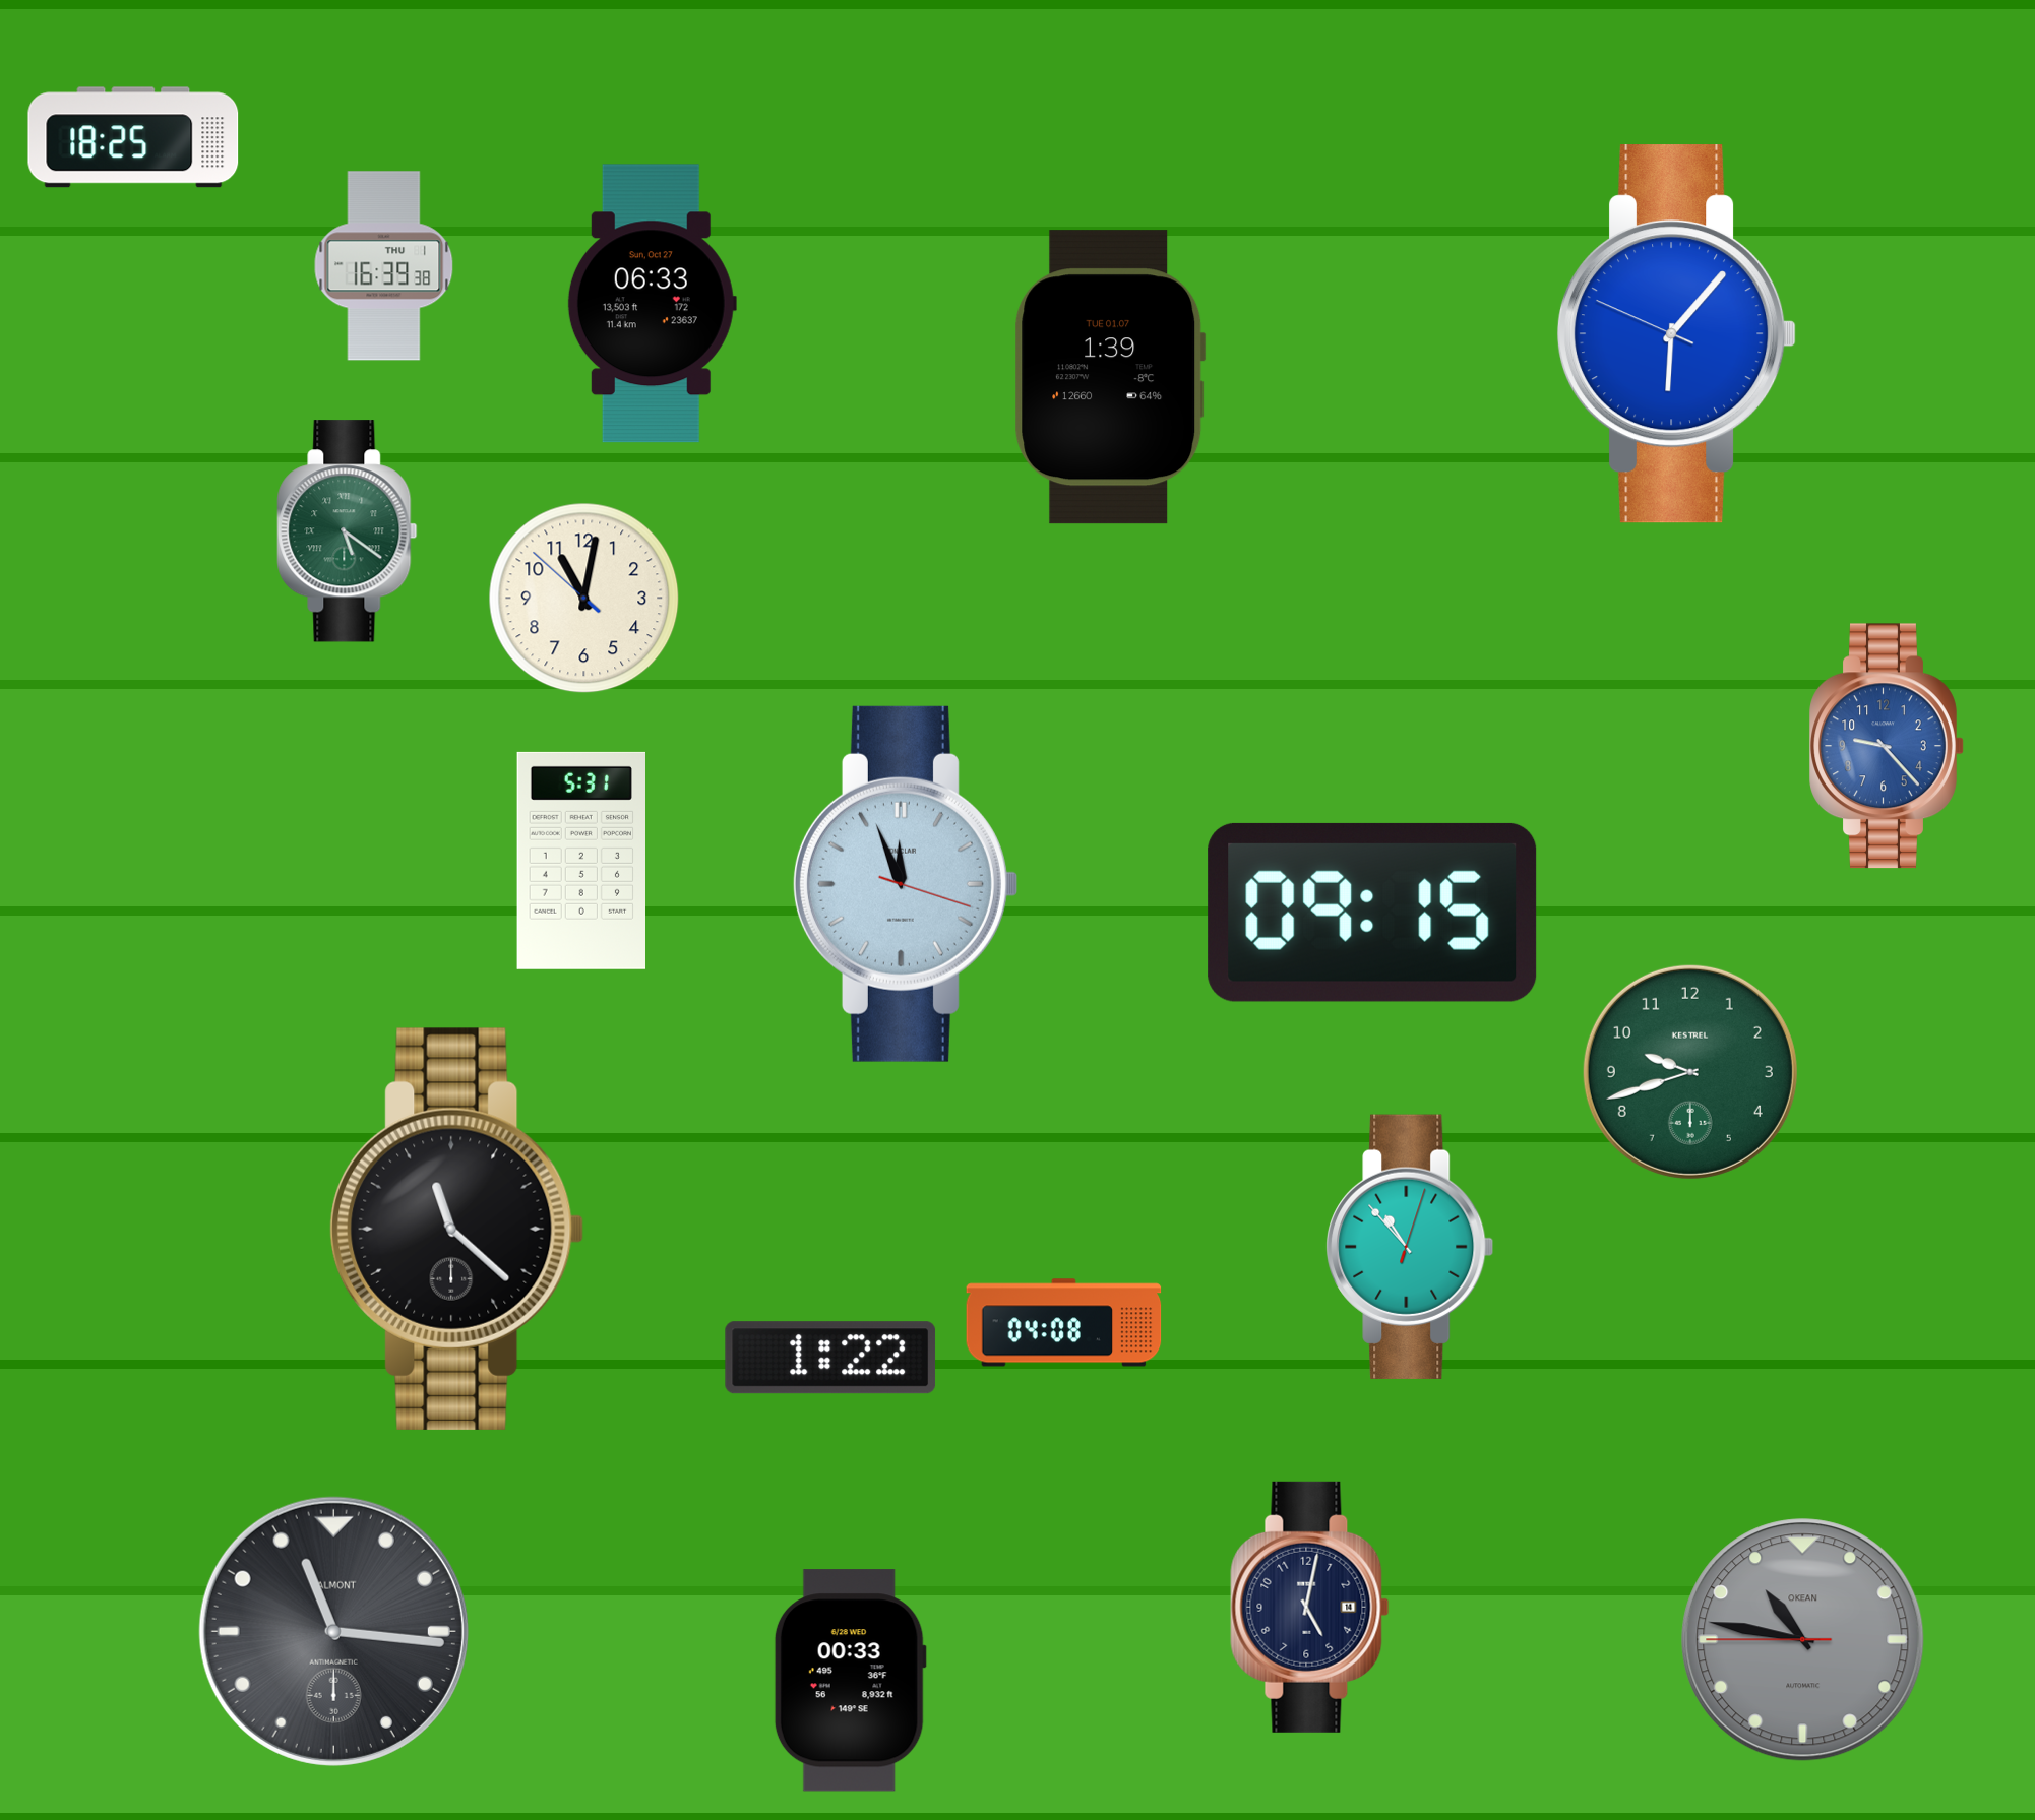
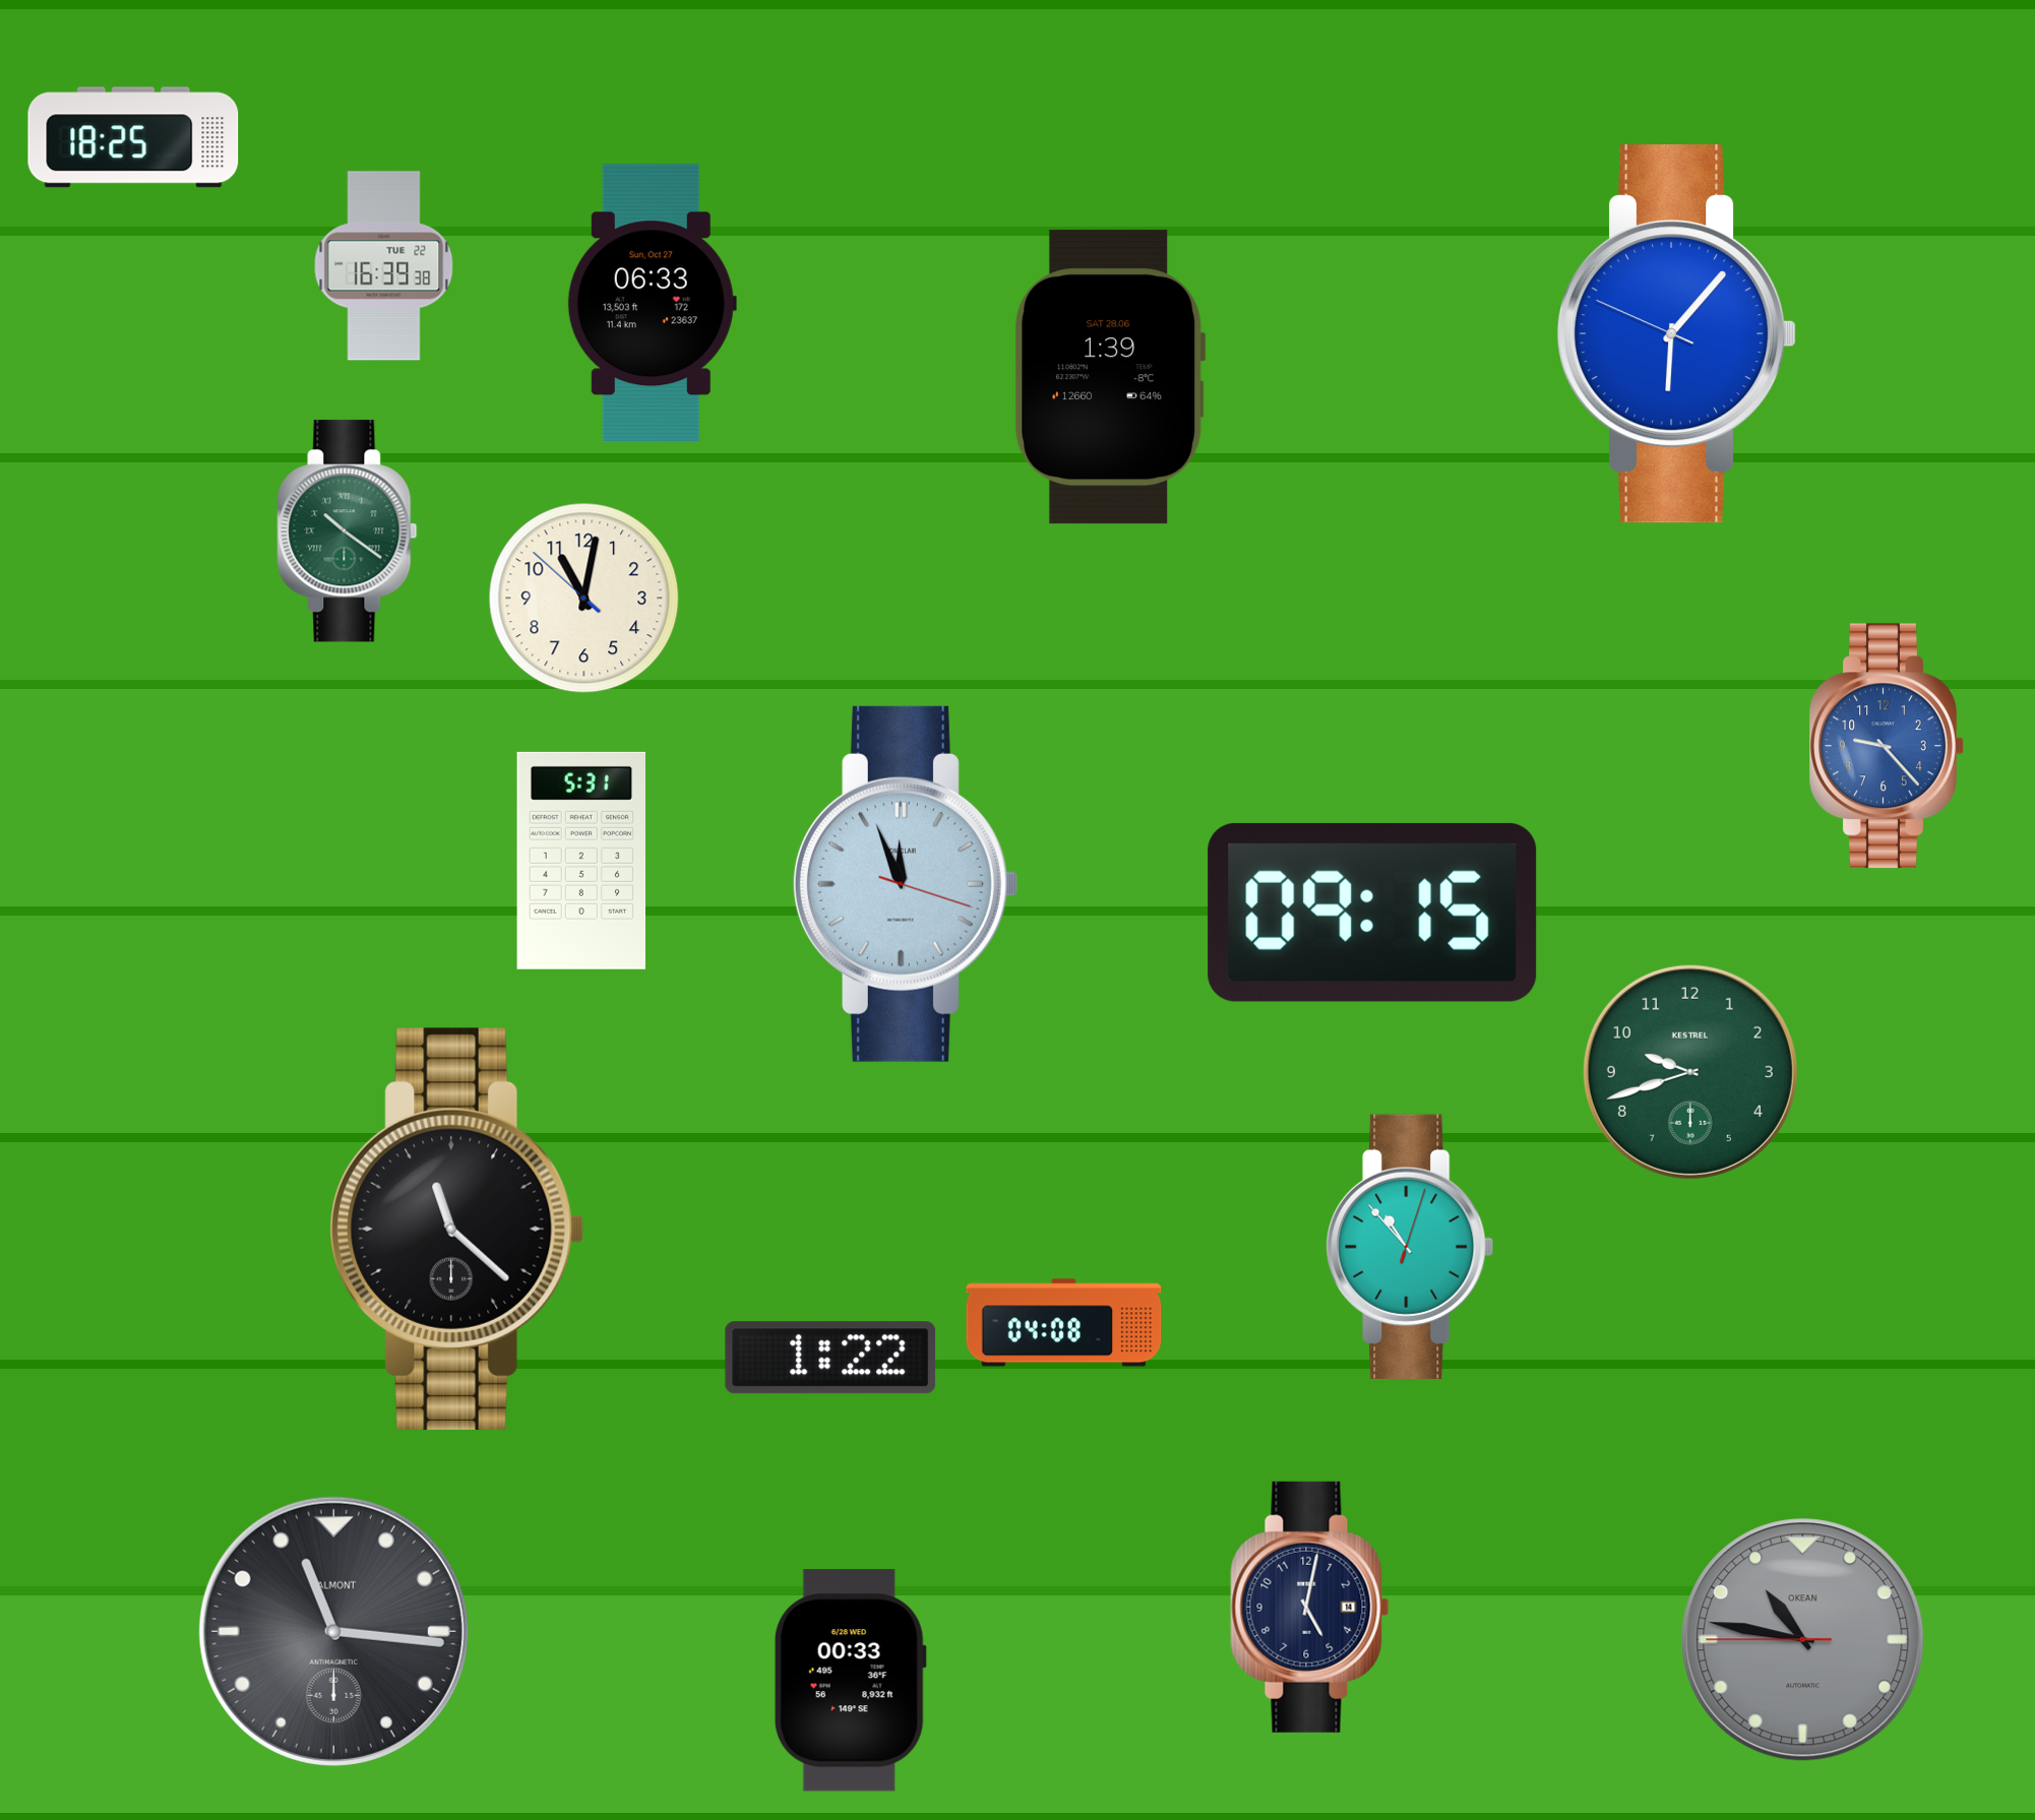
clock at (384, 266) date: THU 1 -> TUE 22
clock at (1110, 377) date: TUE 01.07 -> SAT 28.06
clock at (348, 531): 5:21 -> 10:21
